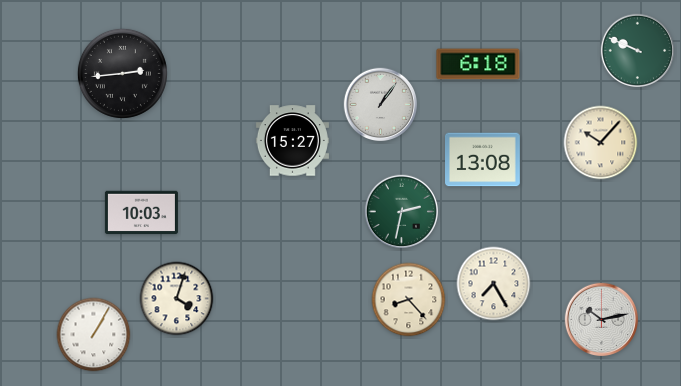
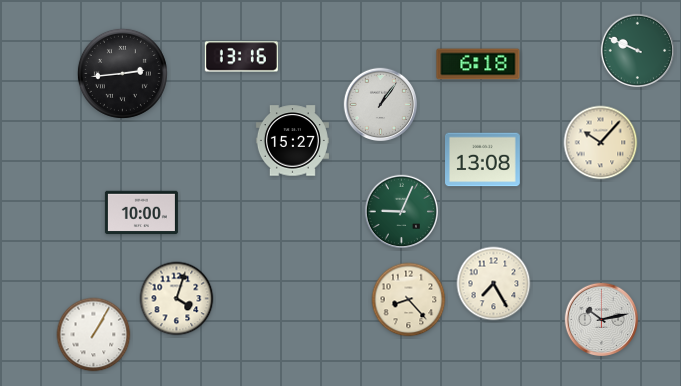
clock at (241, 57): none -> 13:16
clock at (402, 212): 2:32 -> 9:04
clock at (141, 213): 10:03 -> 10:00
